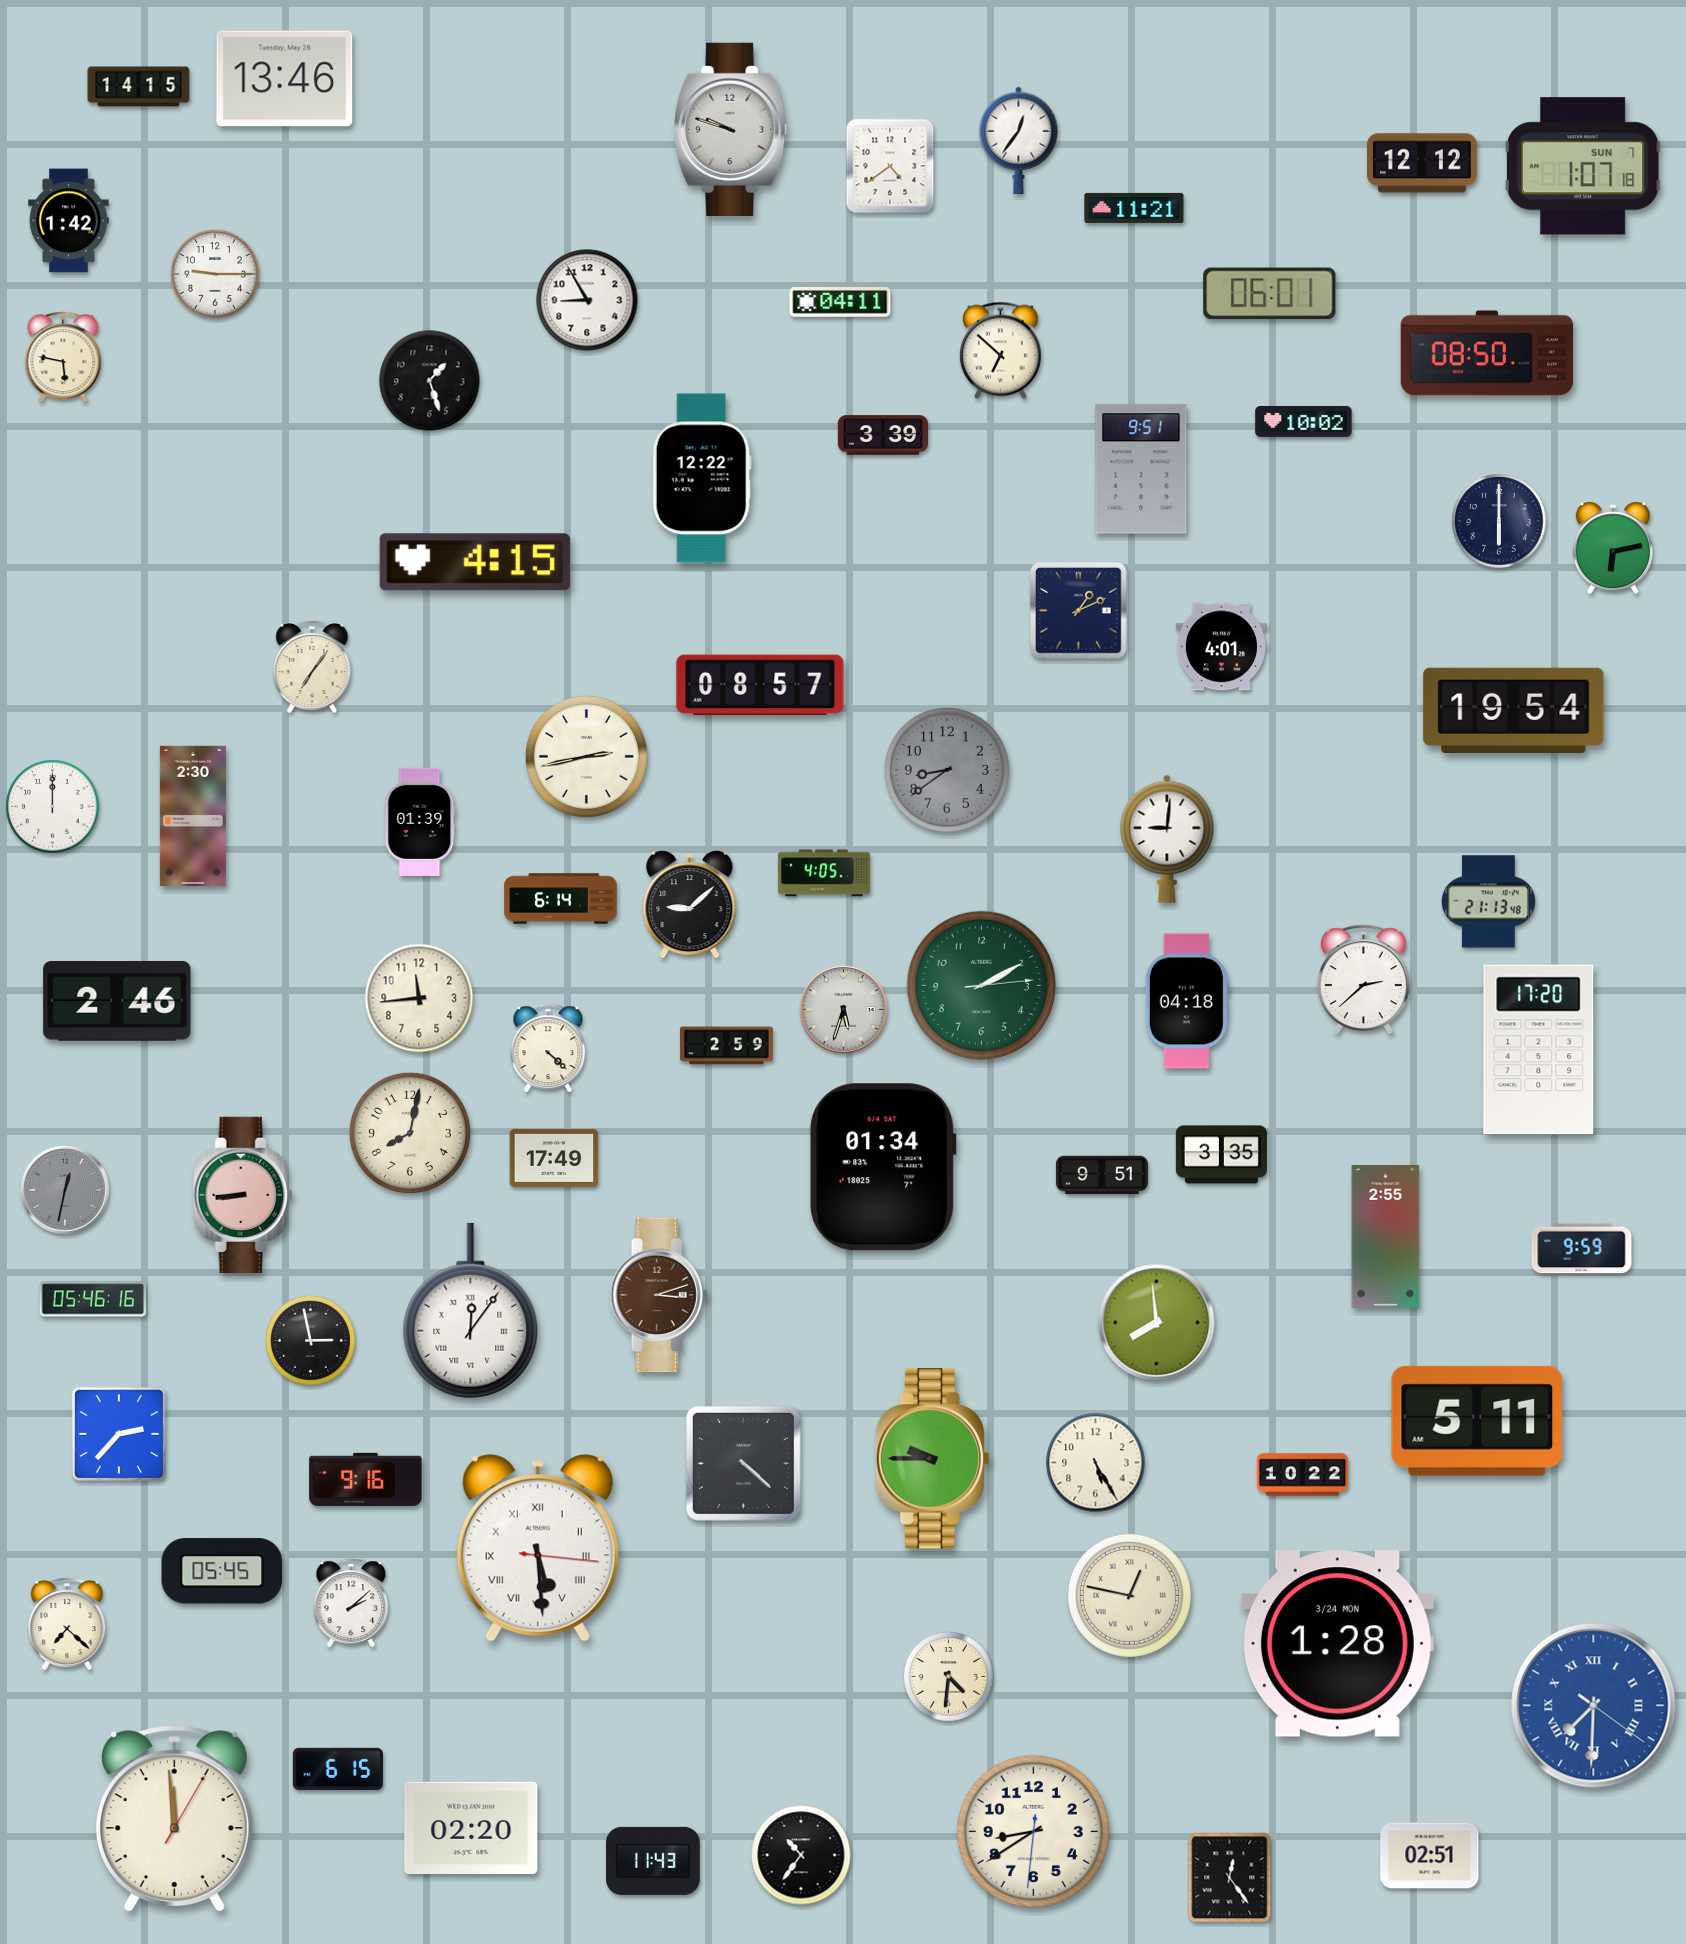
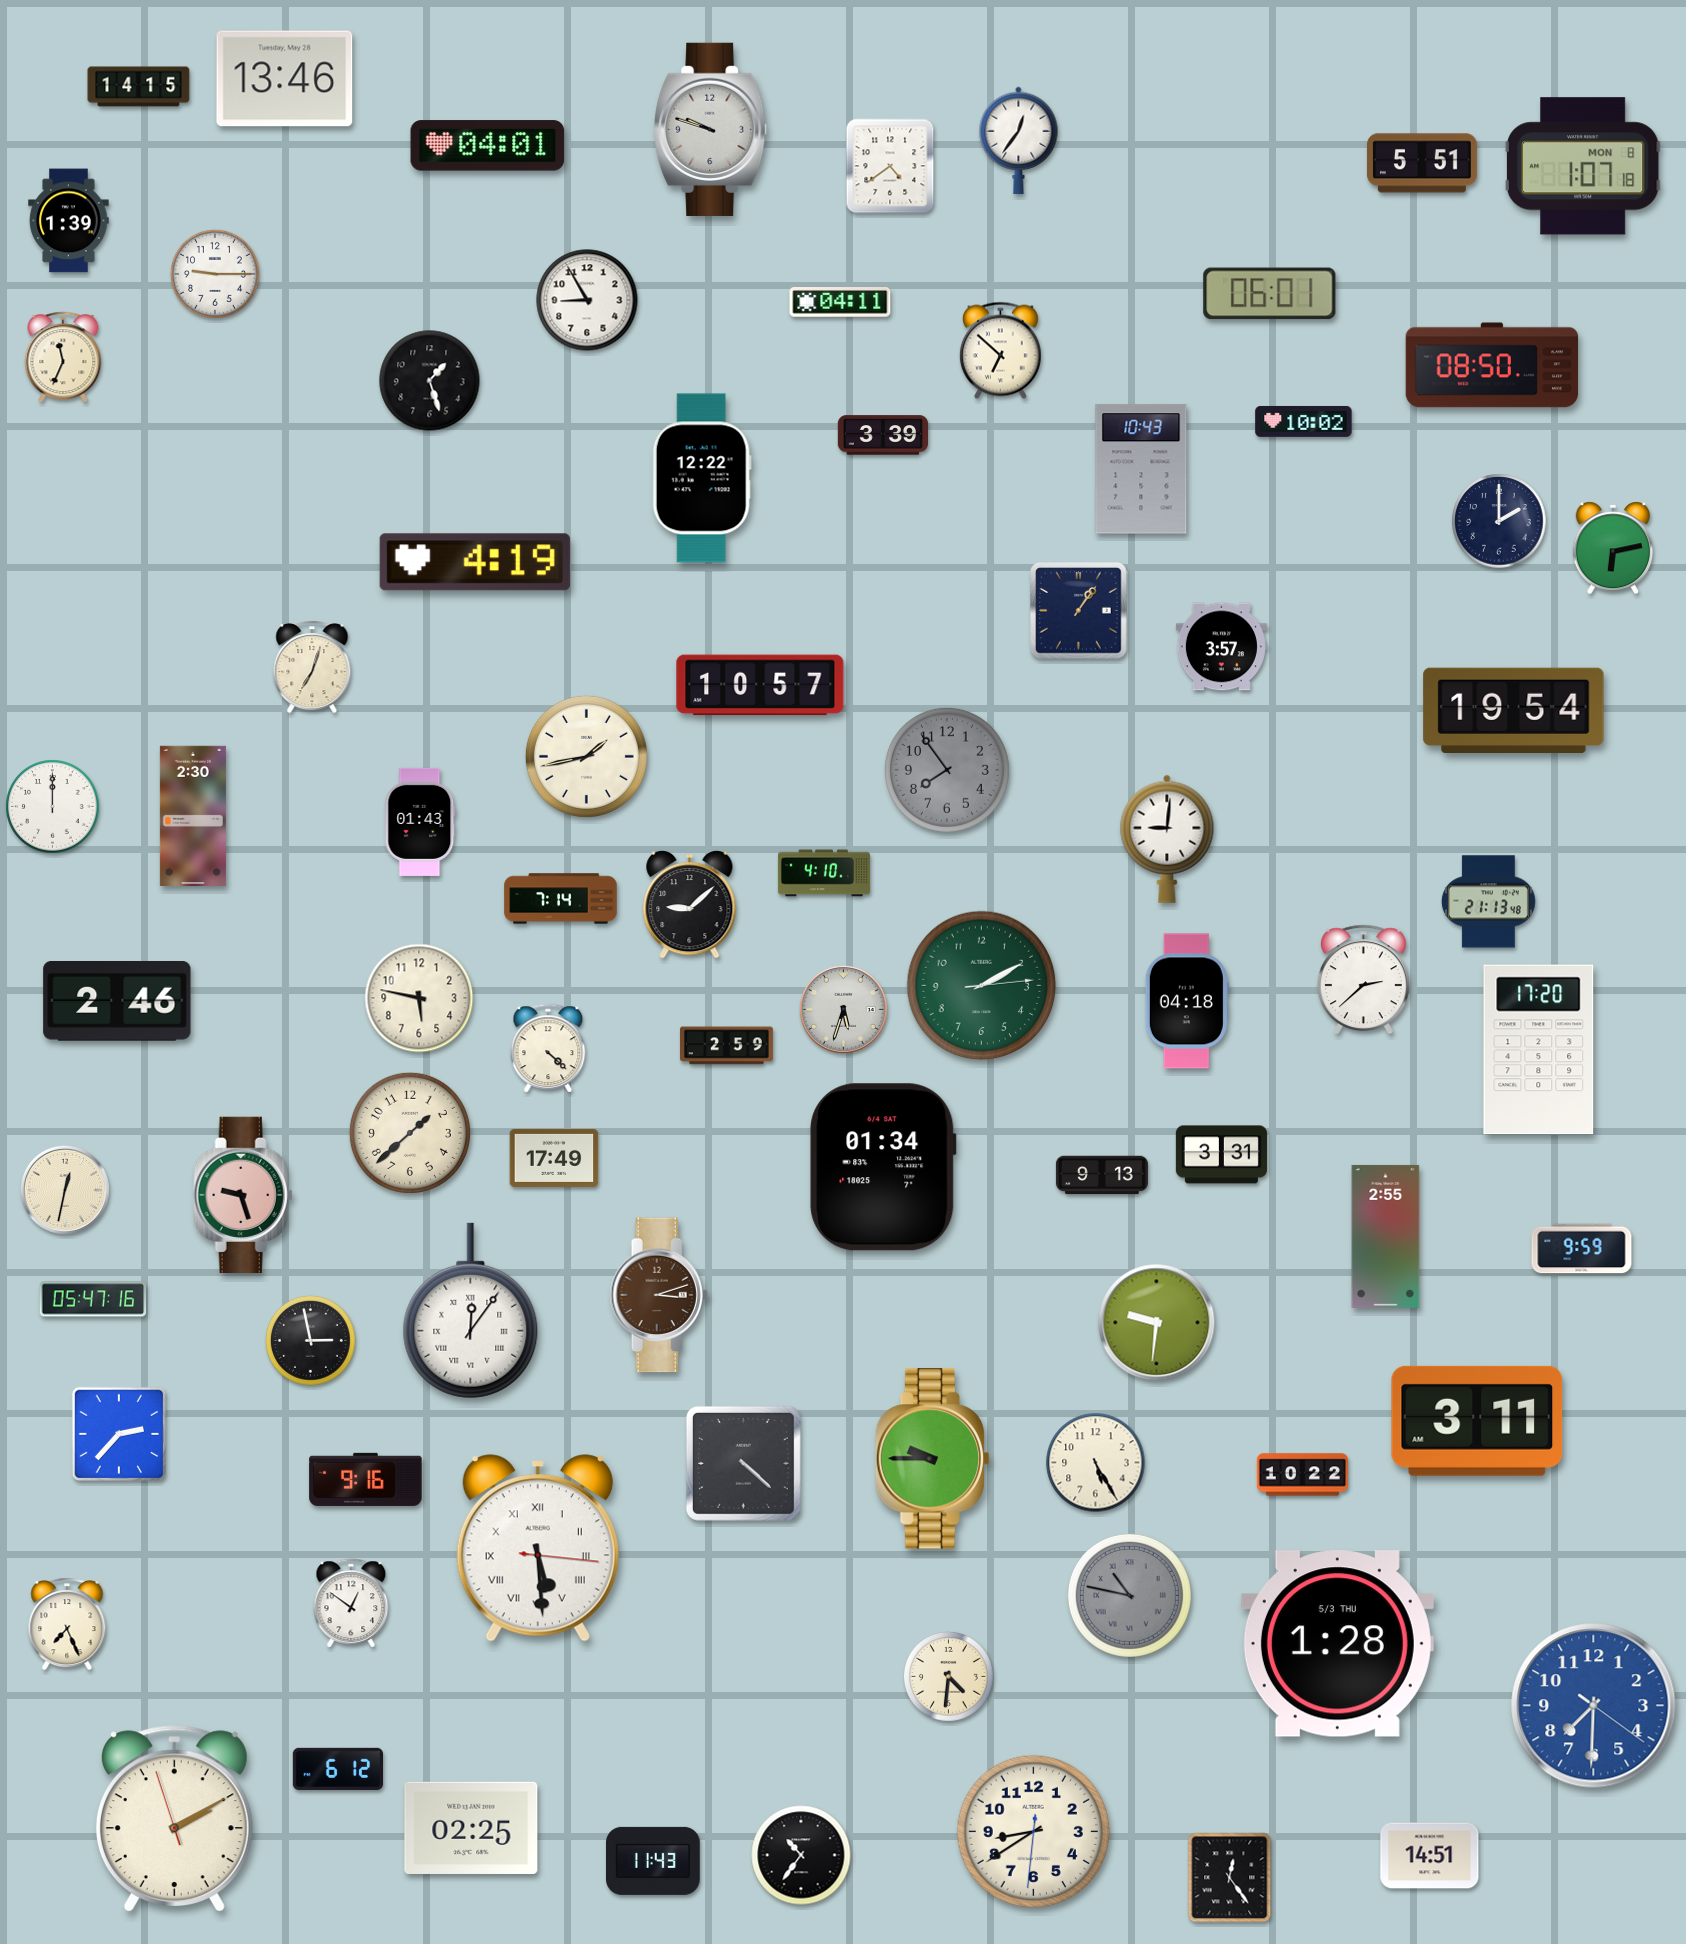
clock at (731, 129) position: (731, 129) -> (711, 129)
clock at (488, 146): none -> 04:01
clock at (1422, 163): 12:12 -> 5:51
clock at (1583, 166) date: SUN 7 -> MON 8
clock at (1134, 208): 11:21 -> none
clock at (69, 221): 1:42 -> 1:39
clock at (1487, 353) position: (1487, 353) -> (1492, 365)
clock at (63, 357): 5:47 -> 11:34
clock at (1141, 469): 9:51 -> 10:43
clock at (1499, 521): 6:00 -> 2:00
clock at (475, 562): 4:15 -> 4:19
clock at (1079, 611): 1:11 -> 1:06
clock at (1221, 647): 4:01 -> 3:57
clock at (312, 667): 7:06 -> 7:03
clock at (760, 685): 08:57 -> 10:57
clock at (586, 756): 2:43 -> 1:43
clock at (947, 770): 8:39 -> 7:54
clock at (420, 822): 01:39 -> 01:43
clock at (824, 873): 4:05 -> 4:10
clock at (561, 899): 6:14 -> 7:14
clock at (419, 998): 11:44 -> 5:47
clock at (410, 1133): 8:02 -> 1:38
clock at (1221, 1155): 3:35 -> 3:31
clock at (1102, 1175): 9:51 -> 9:13
clock at (65, 1190) dial: grey -> cream
clock at (243, 1194): 8:44 -> 9:27
clock at (93, 1299): 05:46 -> 05:47
clock at (1157, 1323): 7:59 -> 9:31
clock at (1477, 1421): 5:11 -> 3:11
clock at (222, 1571): 05:45 -> none
clock at (1129, 1595): 12:47 -> 10:47
clock at (1129, 1595) dial: cream -> grey
clock at (351, 1604): 2:08 -> 12:51
clock at (67, 1624): 7:22 -> 7:26
clock at (1337, 1644) date: 3/24 MON -> 5/3 THU
clock at (1594, 1706) numerals: Roman -> Arabic
clock at (337, 1769): 6:15 -> 6:12
clock at (174, 1819): 11:59 -> 2:09
clock at (471, 1828): 02:20 -> 02:25
clock at (1430, 1856): 02:51 -> 14:51
